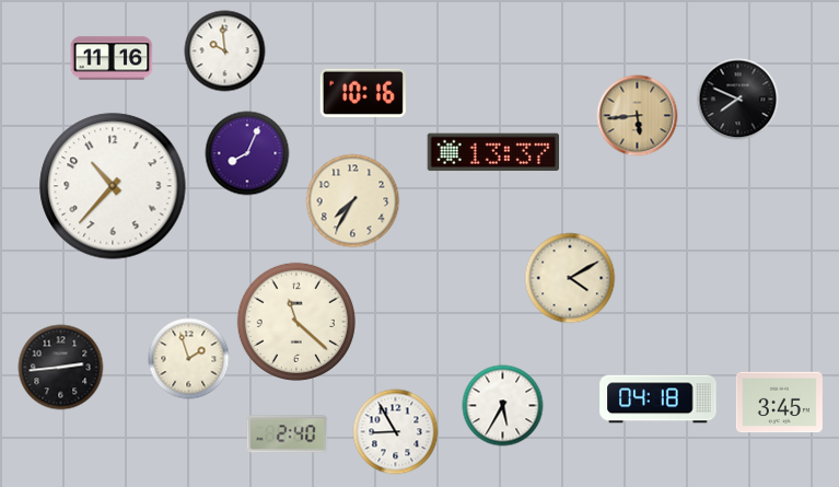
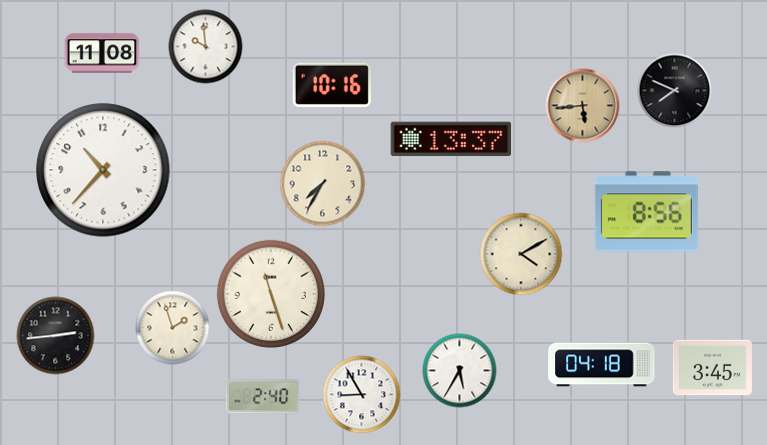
clock at (112, 58): 11:16 -> 11:08
clock at (247, 153): 8:04 -> none
clock at (646, 212): none -> 8:56
clock at (296, 322): 11:22 -> 11:27
